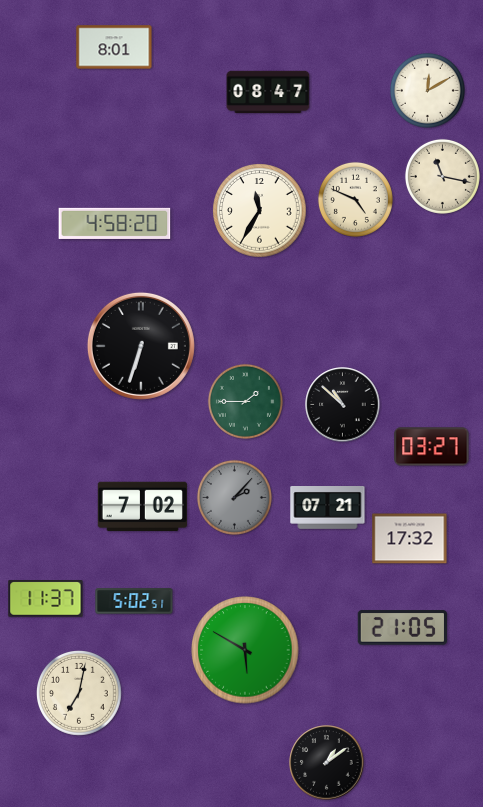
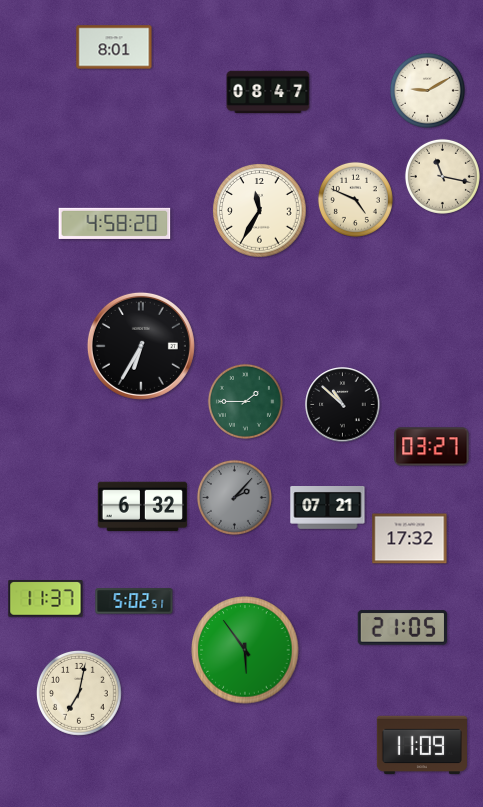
clock at (427, 90): 12:10 -> 9:10
clock at (141, 346): 6:33 -> 6:35
clock at (142, 506): 7:02 -> 6:32
clock at (245, 650): 5:50 -> 5:54
clock at (421, 745): none -> 11:09
clock at (327, 763): 1:09 -> none
